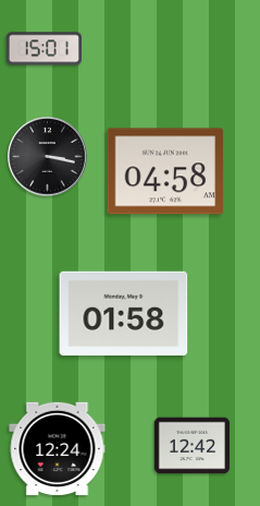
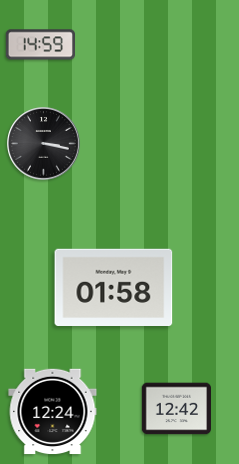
clock at (44, 49): 15:01 -> 14:59
clock at (165, 171): 04:58 -> none
